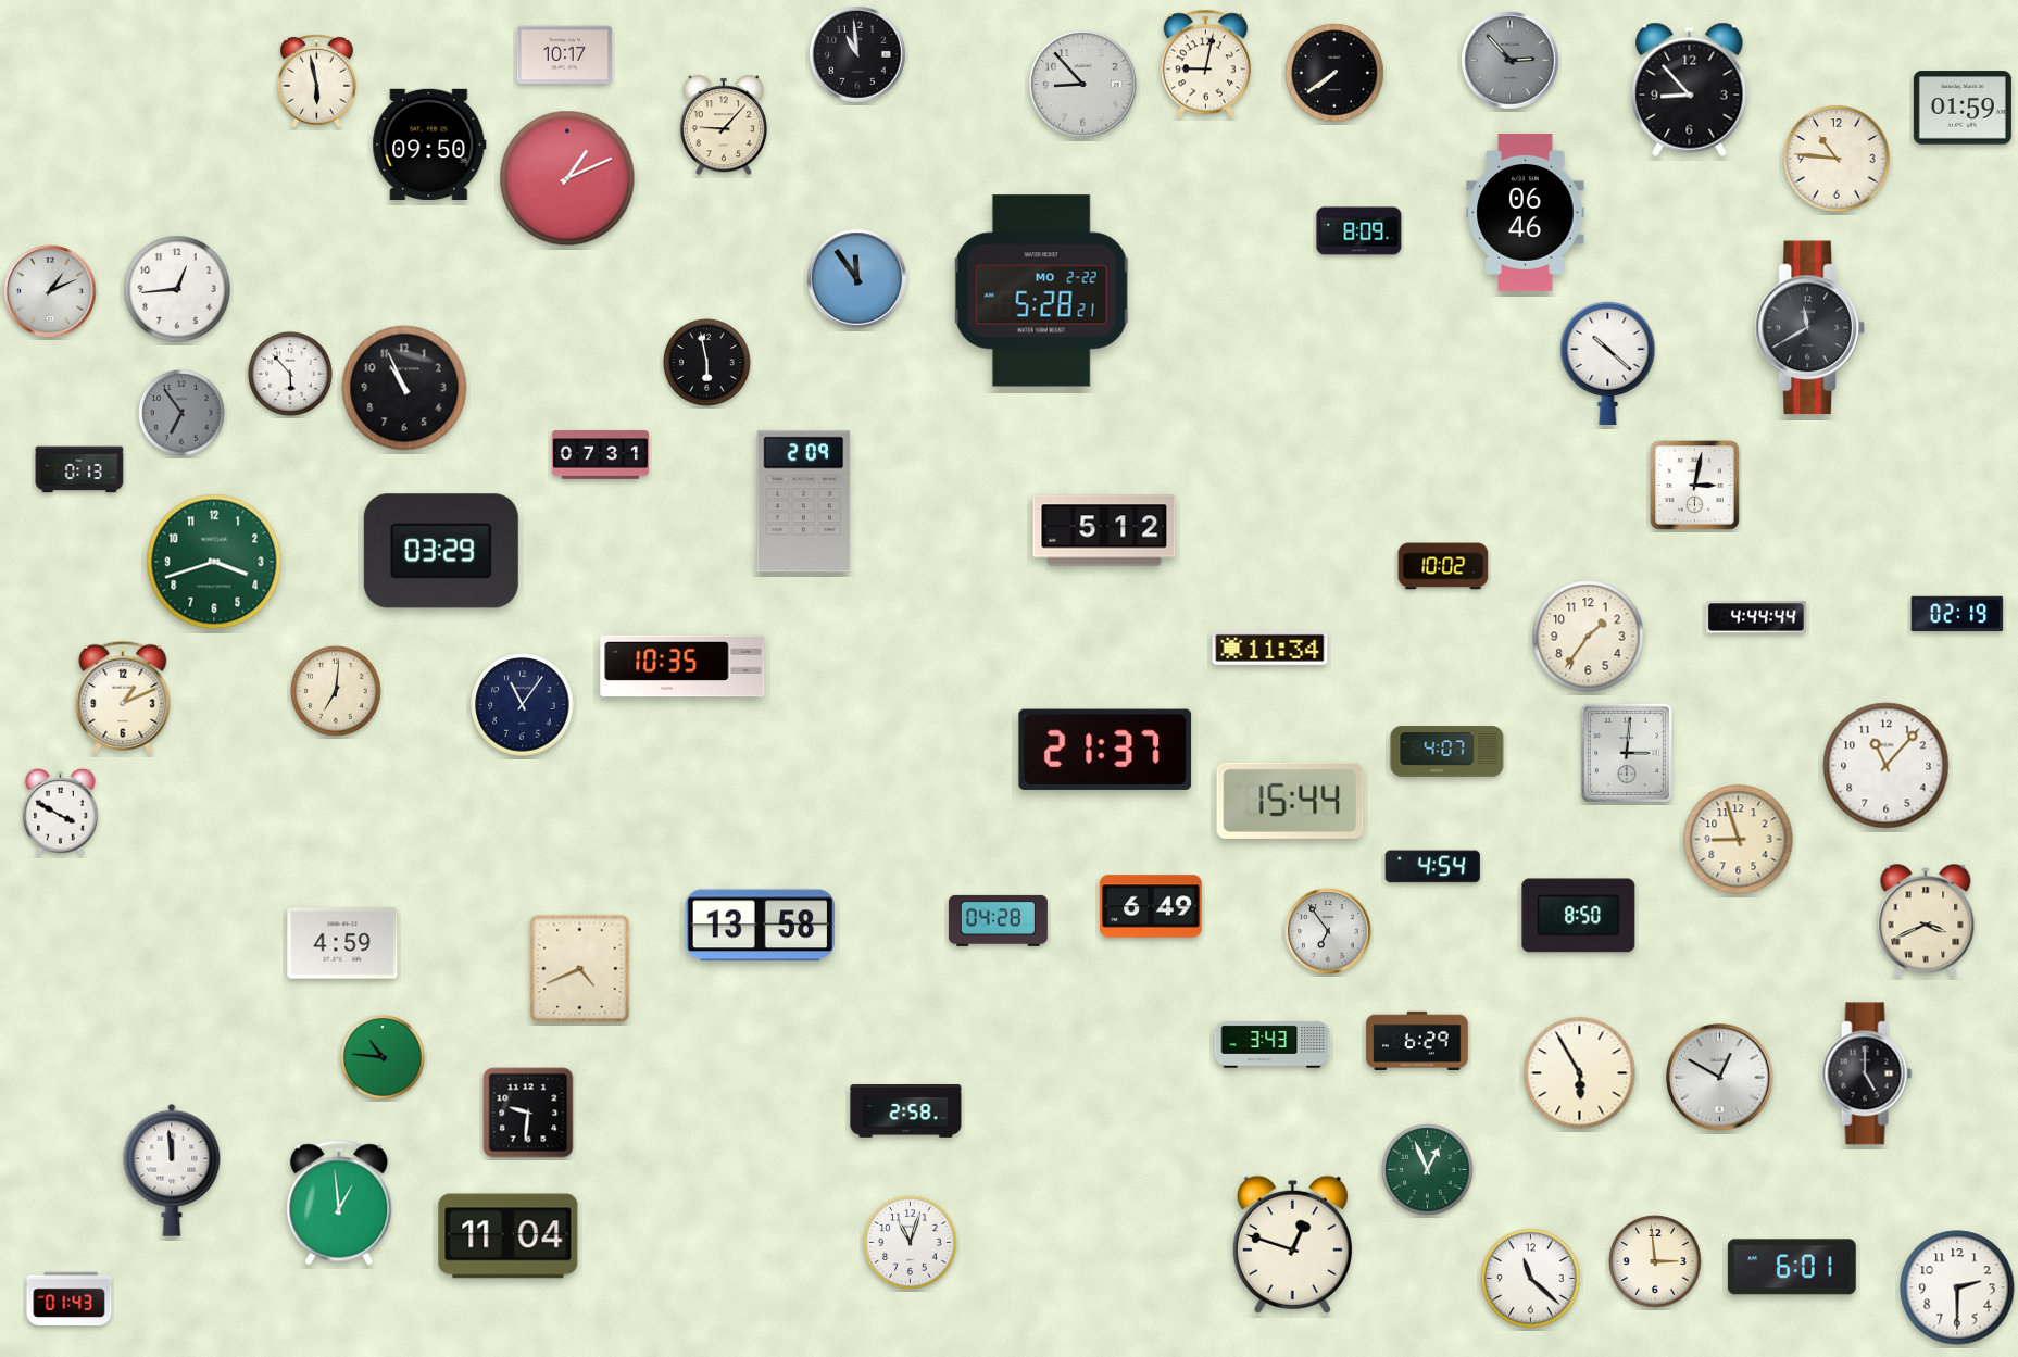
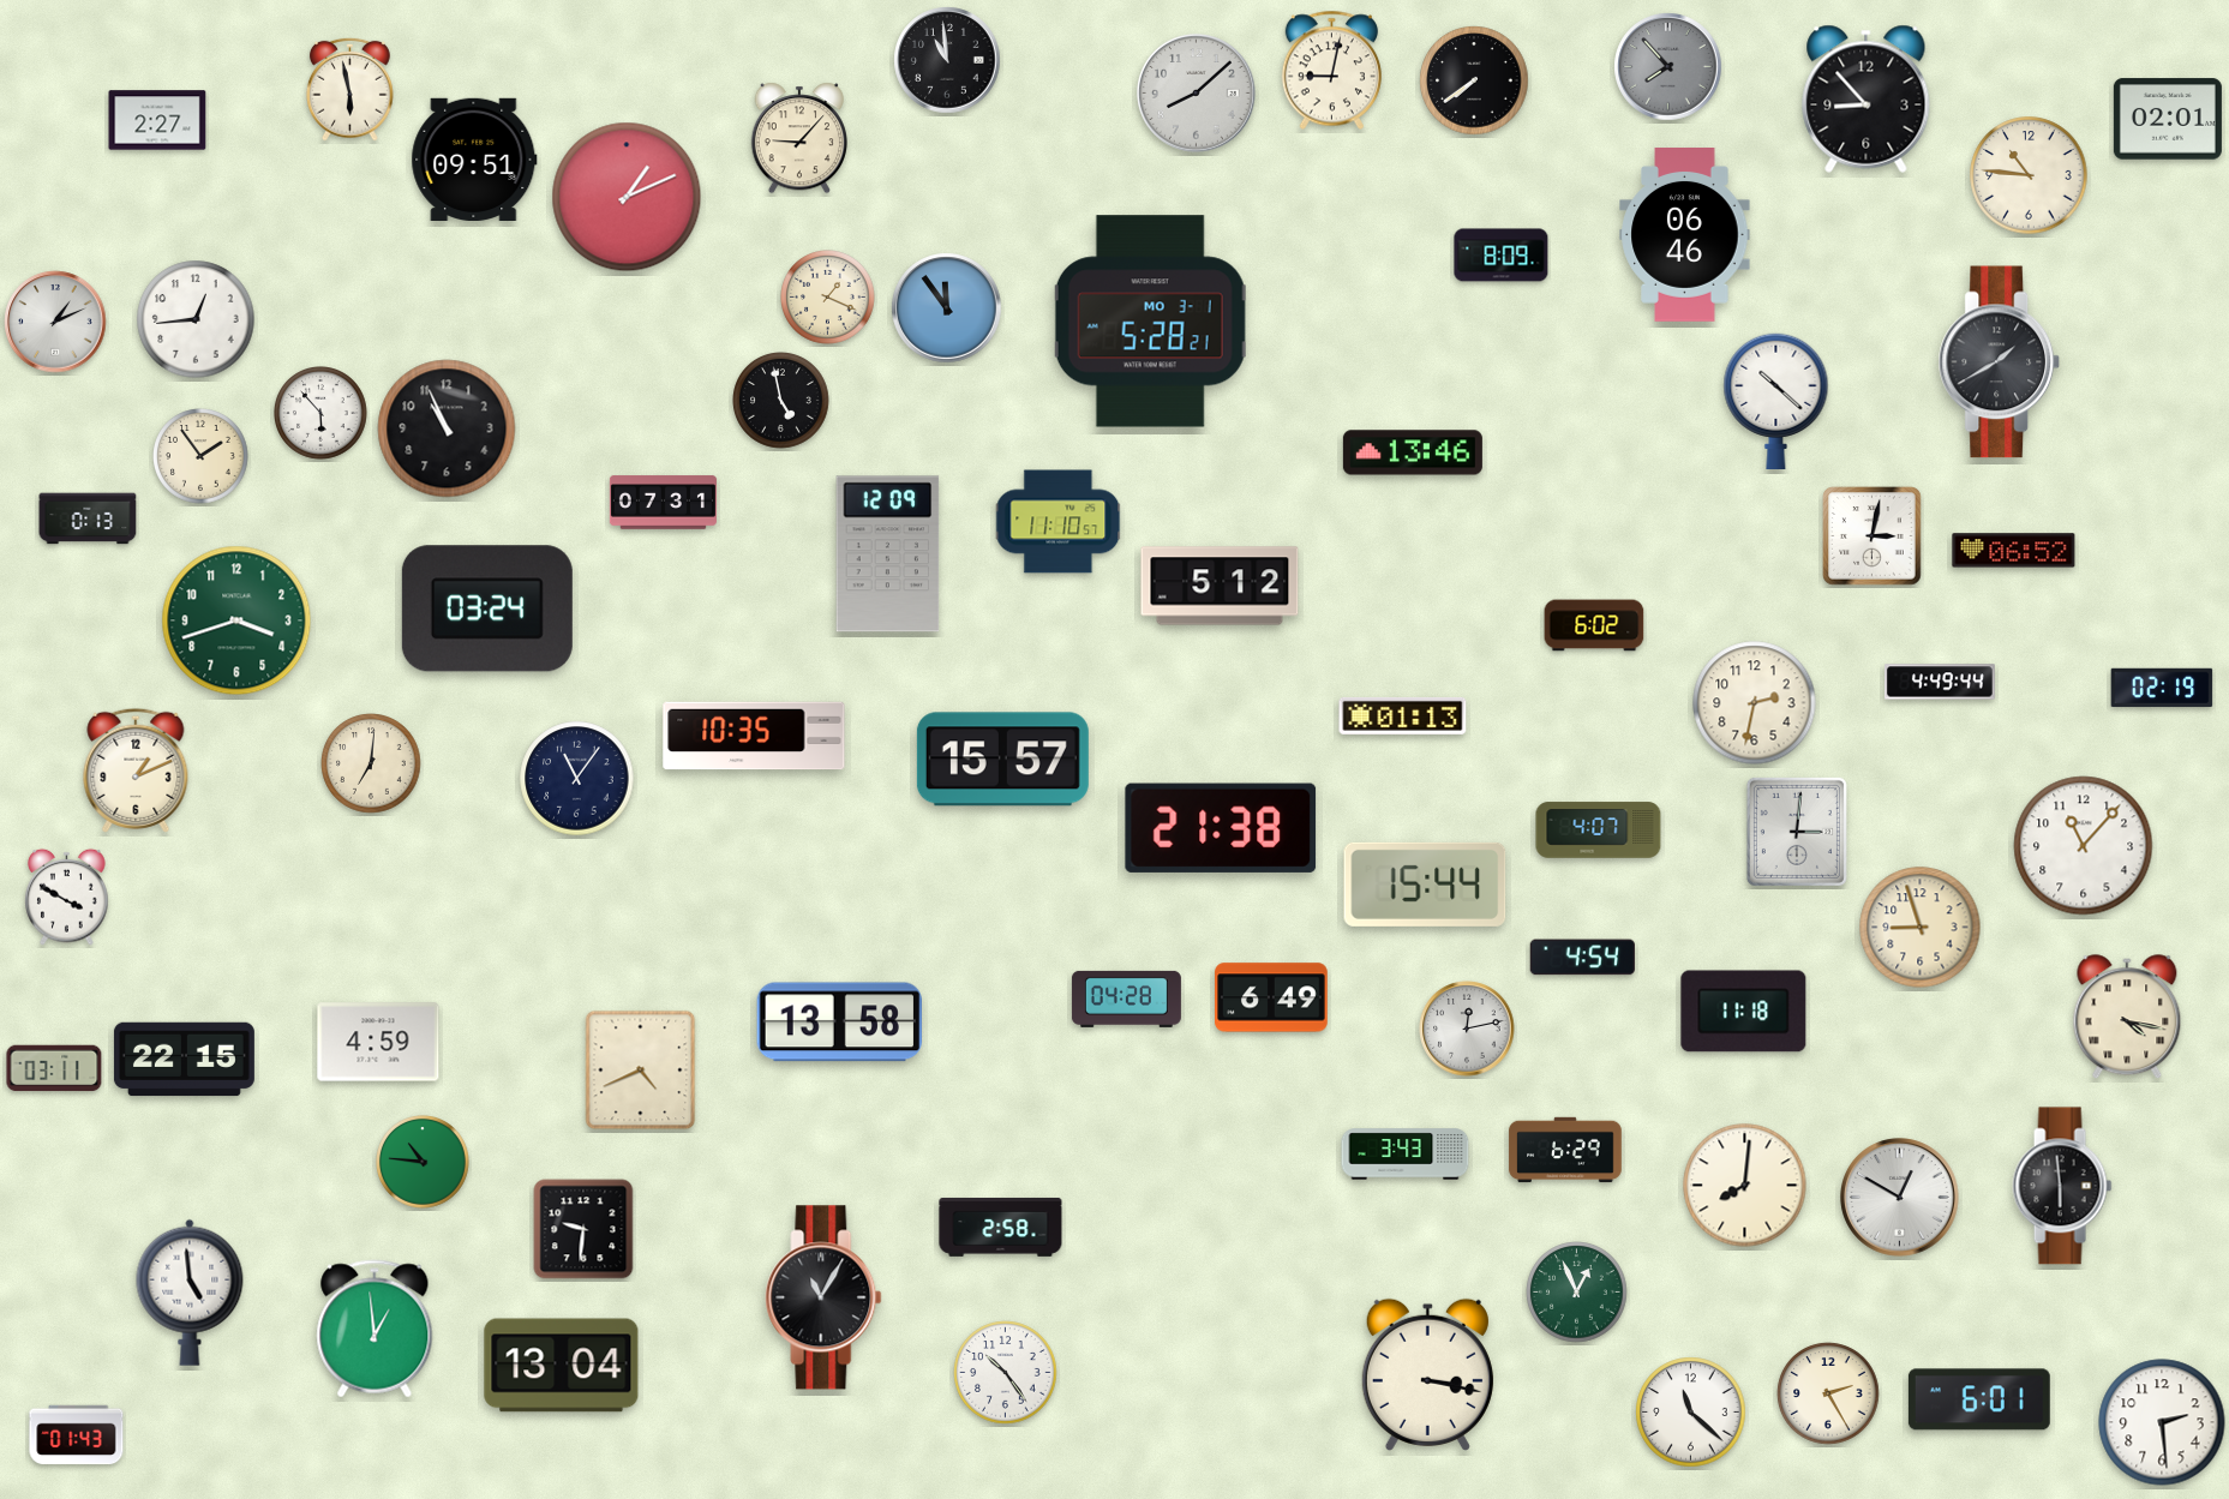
clock at (564, 55): 10:17 -> none
clock at (1511, 61): 2:53 -> 7:53
clock at (1083, 85): 8:53 -> 8:08
clock at (1963, 108): 01:59 -> 02:01
clock at (157, 120): none -> 2:27
clock at (429, 143): 09:50 -> 09:51
clock at (828, 298): none -> 1:19
clock at (1042, 291) date: MO 2-22 -> MO 3-1
clock at (1810, 328): 11:40 -> 1:40
clock at (707, 363): 5:58 -> 4:58
clock at (1413, 452): none -> 13:46
clock at (181, 413): 6:54 -> 1:54
clock at (181, 413) dial: grey -> cream
clock at (1059, 522): none -> 11:10
clock at (2014, 551): none -> 06:52
clock at (804, 502): 2:09 -> 12:09
clock at (441, 551): 03:29 -> 03:24
clock at (1443, 566): 10:02 -> 6:02
clock at (1957, 614) position: (1957, 614) -> (2162, 688)
clock at (1756, 617): 4:44 -> 4:49
clock at (1589, 637): 1:36 -> 2:32
clock at (1270, 648): 11:34 -> 01:13
clock at (1002, 760): none -> 15:57
clock at (1105, 750): 21:37 -> 21:38
clock at (1151, 906) position: (1151, 906) -> (1271, 997)
clock at (1579, 916): 8:50 -> 11:18
clock at (998, 920) position: (998, 920) -> (1126, 999)
clock at (1926, 921): 3:41 -> 4:17
clock at (1328, 931): 6:54 -> 12:13
clock at (184, 1060): none -> 22:15
clock at (54, 1068): none -> 03:11
clock at (384, 1058) position: (384, 1058) -> (424, 1163)
clock at (1580, 1073): 5:55 -> 8:01
clock at (1867, 1073): 5:00 -> 5:59
clock at (1720, 1078) position: (1720, 1078) -> (1900, 1198)
clock at (172, 1170): 11:59 -> 4:59
clock at (823, 1297): none -> 11:05
clock at (509, 1236): 11:04 -> 13:04
clock at (911, 1243): 11:03 -> 10:24
clock at (1292, 1244): 12:48 -> 3:17
clock at (1655, 1261): 2:59 -> 2:25
clock at (1957, 1287): 2:30 -> 2:29
